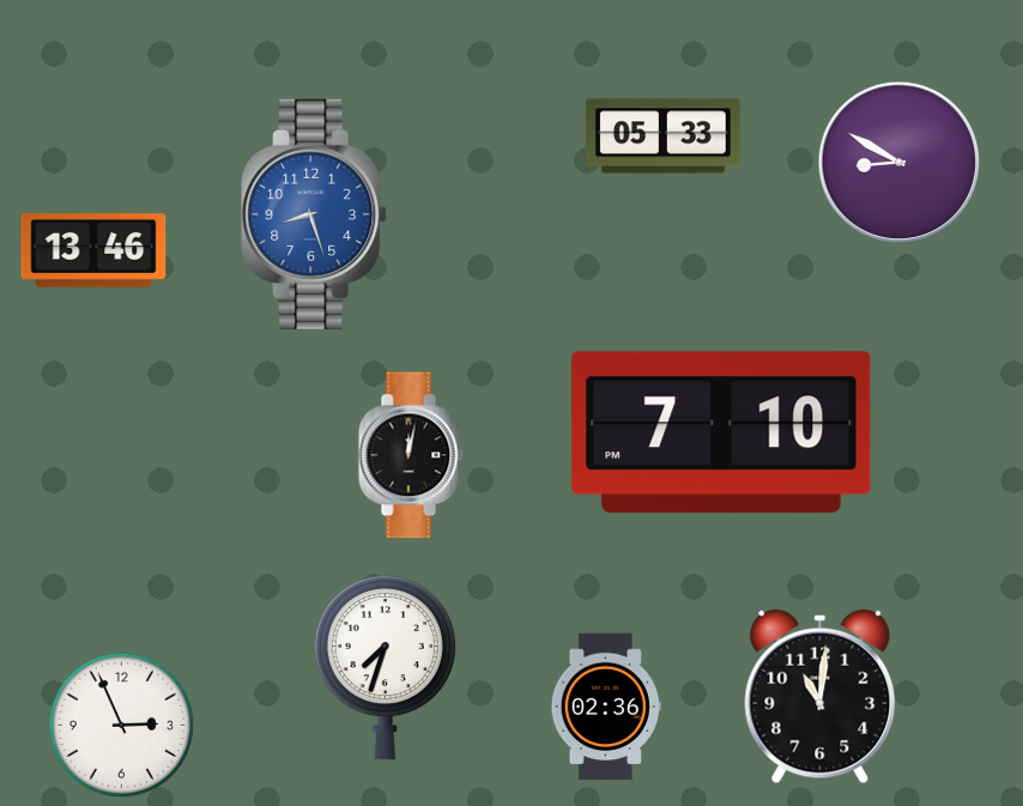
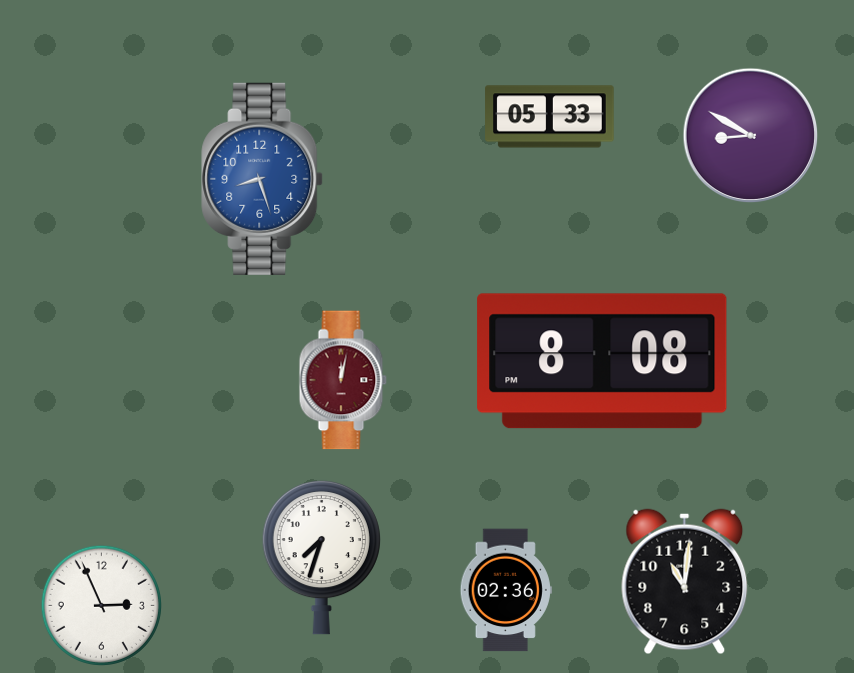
clock at (664, 137) position: (664, 137) -> (550, 117)
clock at (93, 252): 13:46 -> none
clock at (721, 432): 7:10 -> 8:08
clock at (411, 455) dial: black -> burgundy
